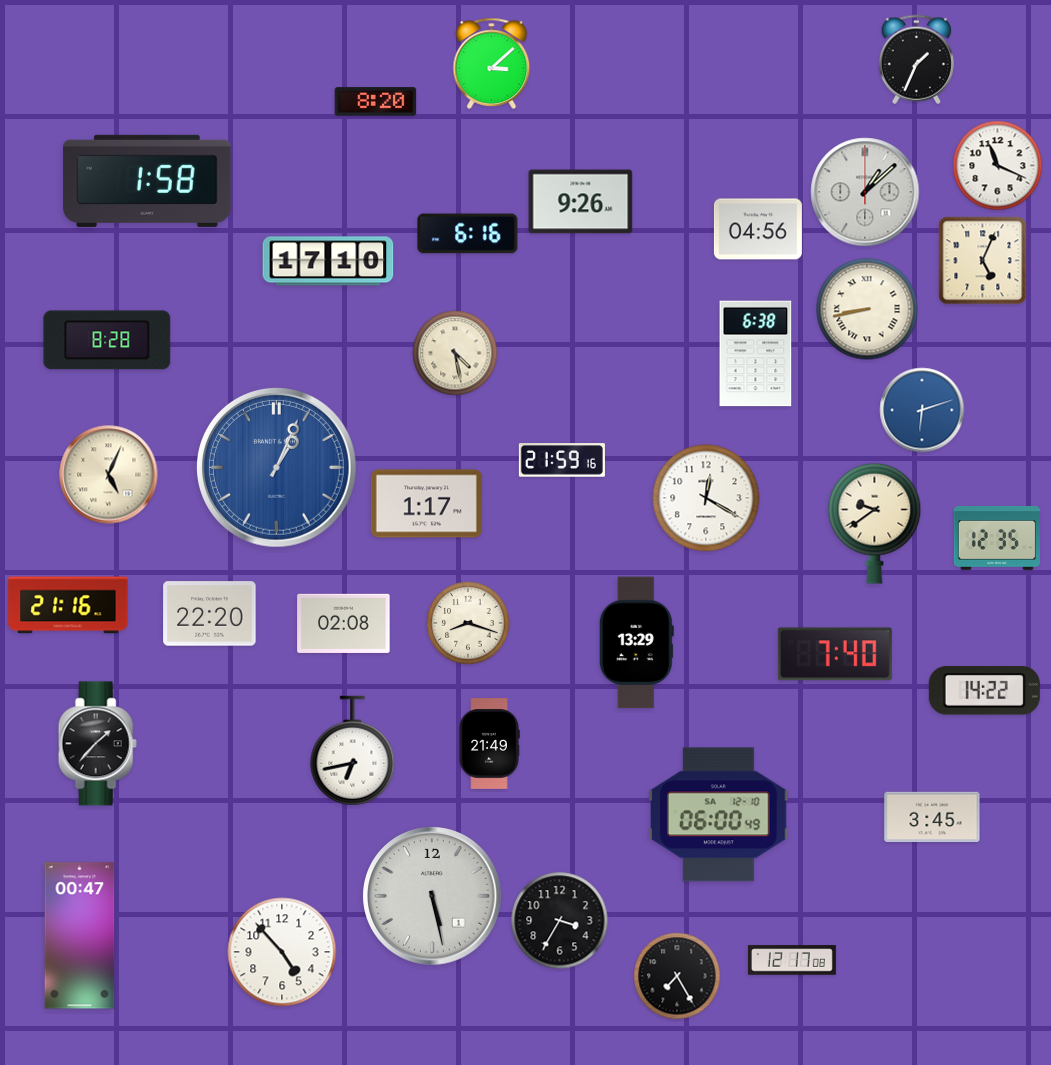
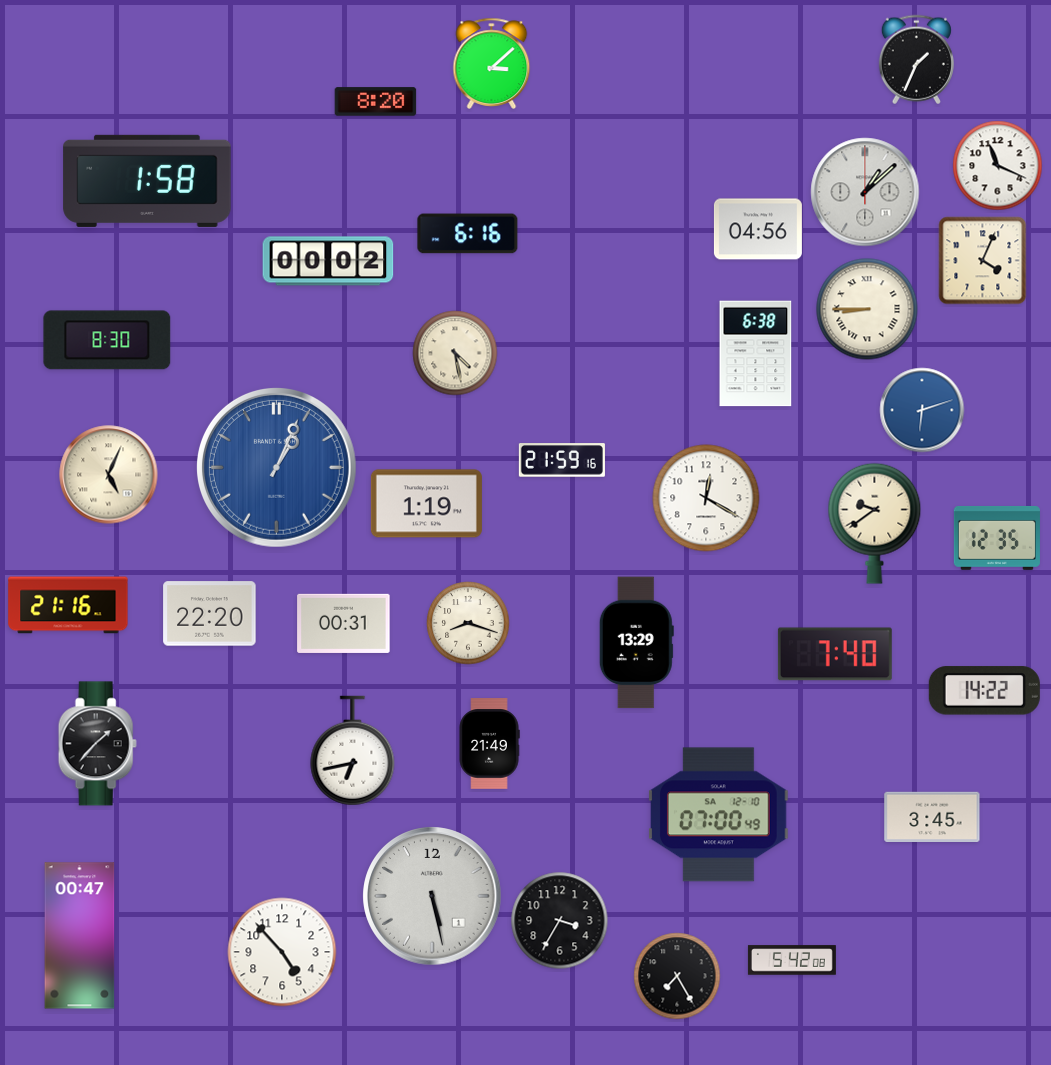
clock at (581, 202): 9:26 -> none
clock at (328, 261): 17:10 -> 00:02
clock at (983, 261): 5:04 -> 4:04
clock at (867, 309): 8:43 -> 8:45
clock at (107, 340): 8:28 -> 8:30
clock at (426, 504): 1:17 -> 1:19
clock at (344, 623): 02:08 -> 00:31
clock at (719, 815): 06:00 -> 07:00
clock at (792, 960): 12:17 -> 5:42
